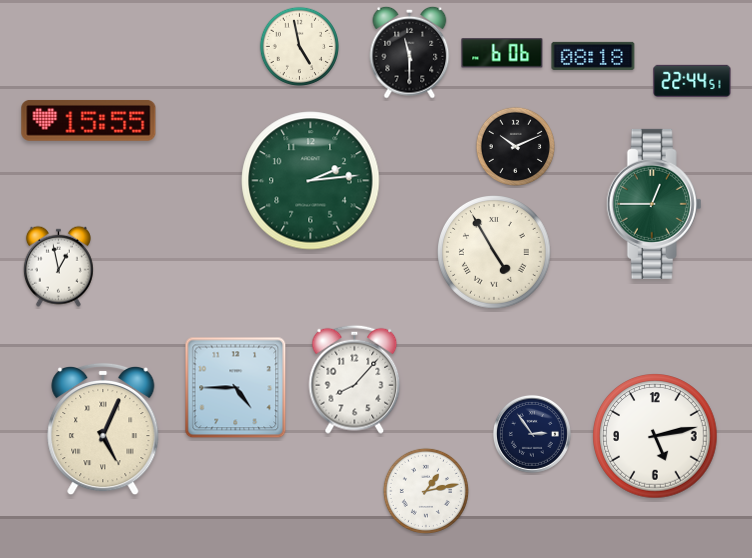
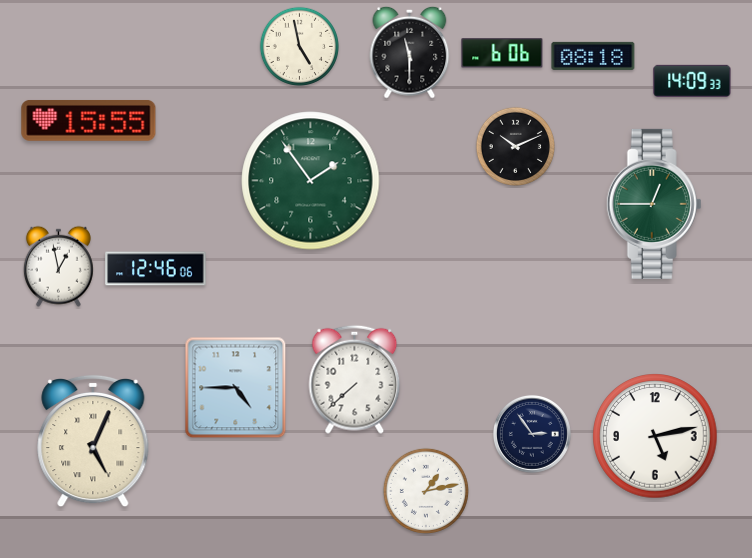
clock at (692, 81): 22:44 -> 14:09
clock at (311, 181): 2:14 -> 1:54
clock at (495, 253): 4:55 -> none
clock at (156, 269): none -> 12:46
clock at (355, 379): 8:07 -> 7:38
clock at (103, 429) position: (103, 429) -> (93, 441)
